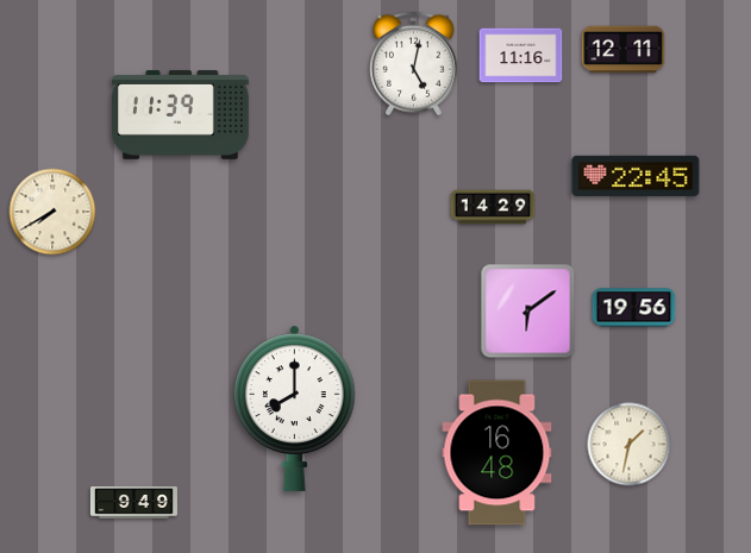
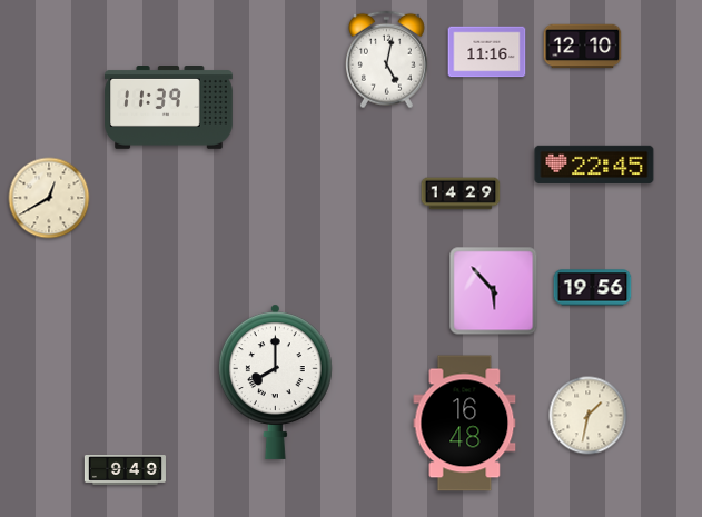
clock at (624, 50): 12:11 -> 12:10
clock at (52, 212): 7:40 -> 12:40
clock at (528, 312): 6:09 -> 5:53
